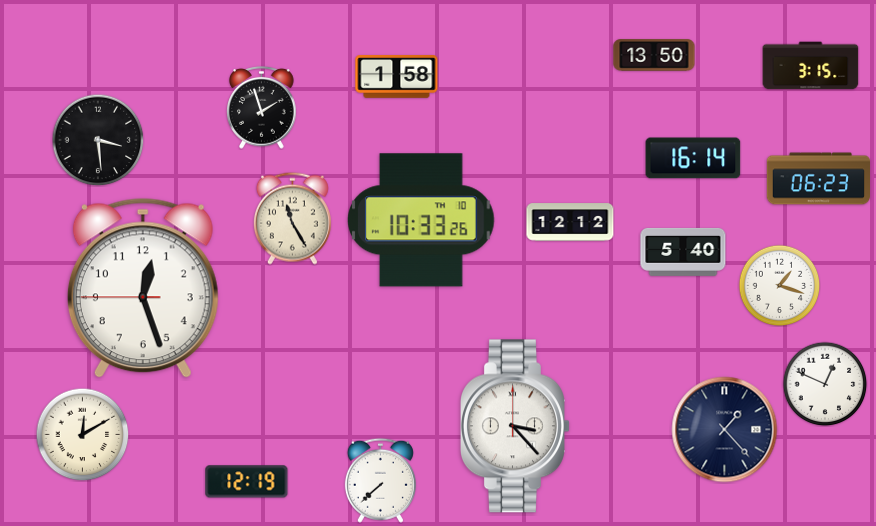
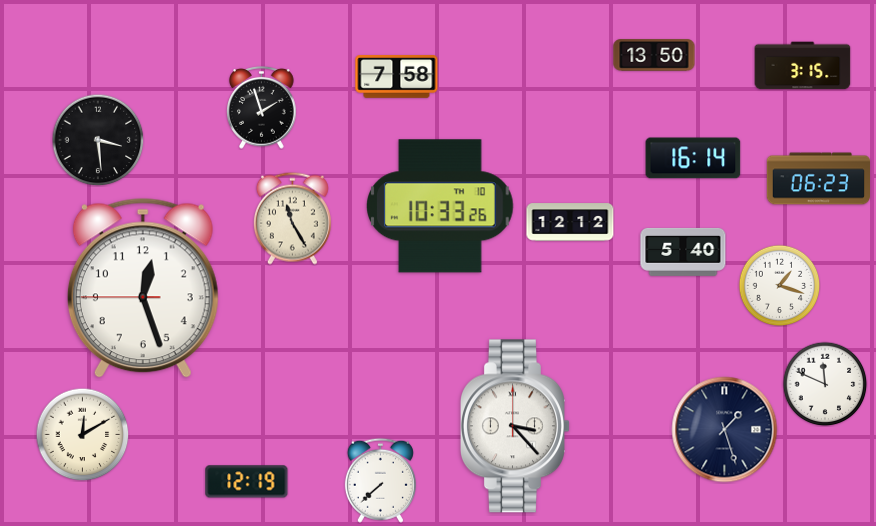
clock at (811, 66) position: (811, 66) -> (803, 66)
clock at (397, 77): 1:58 -> 7:58
clock at (421, 220) position: (421, 220) -> (440, 206)
clock at (825, 384): 12:49 -> 11:49
clock at (725, 430): 1:23 -> 1:27
